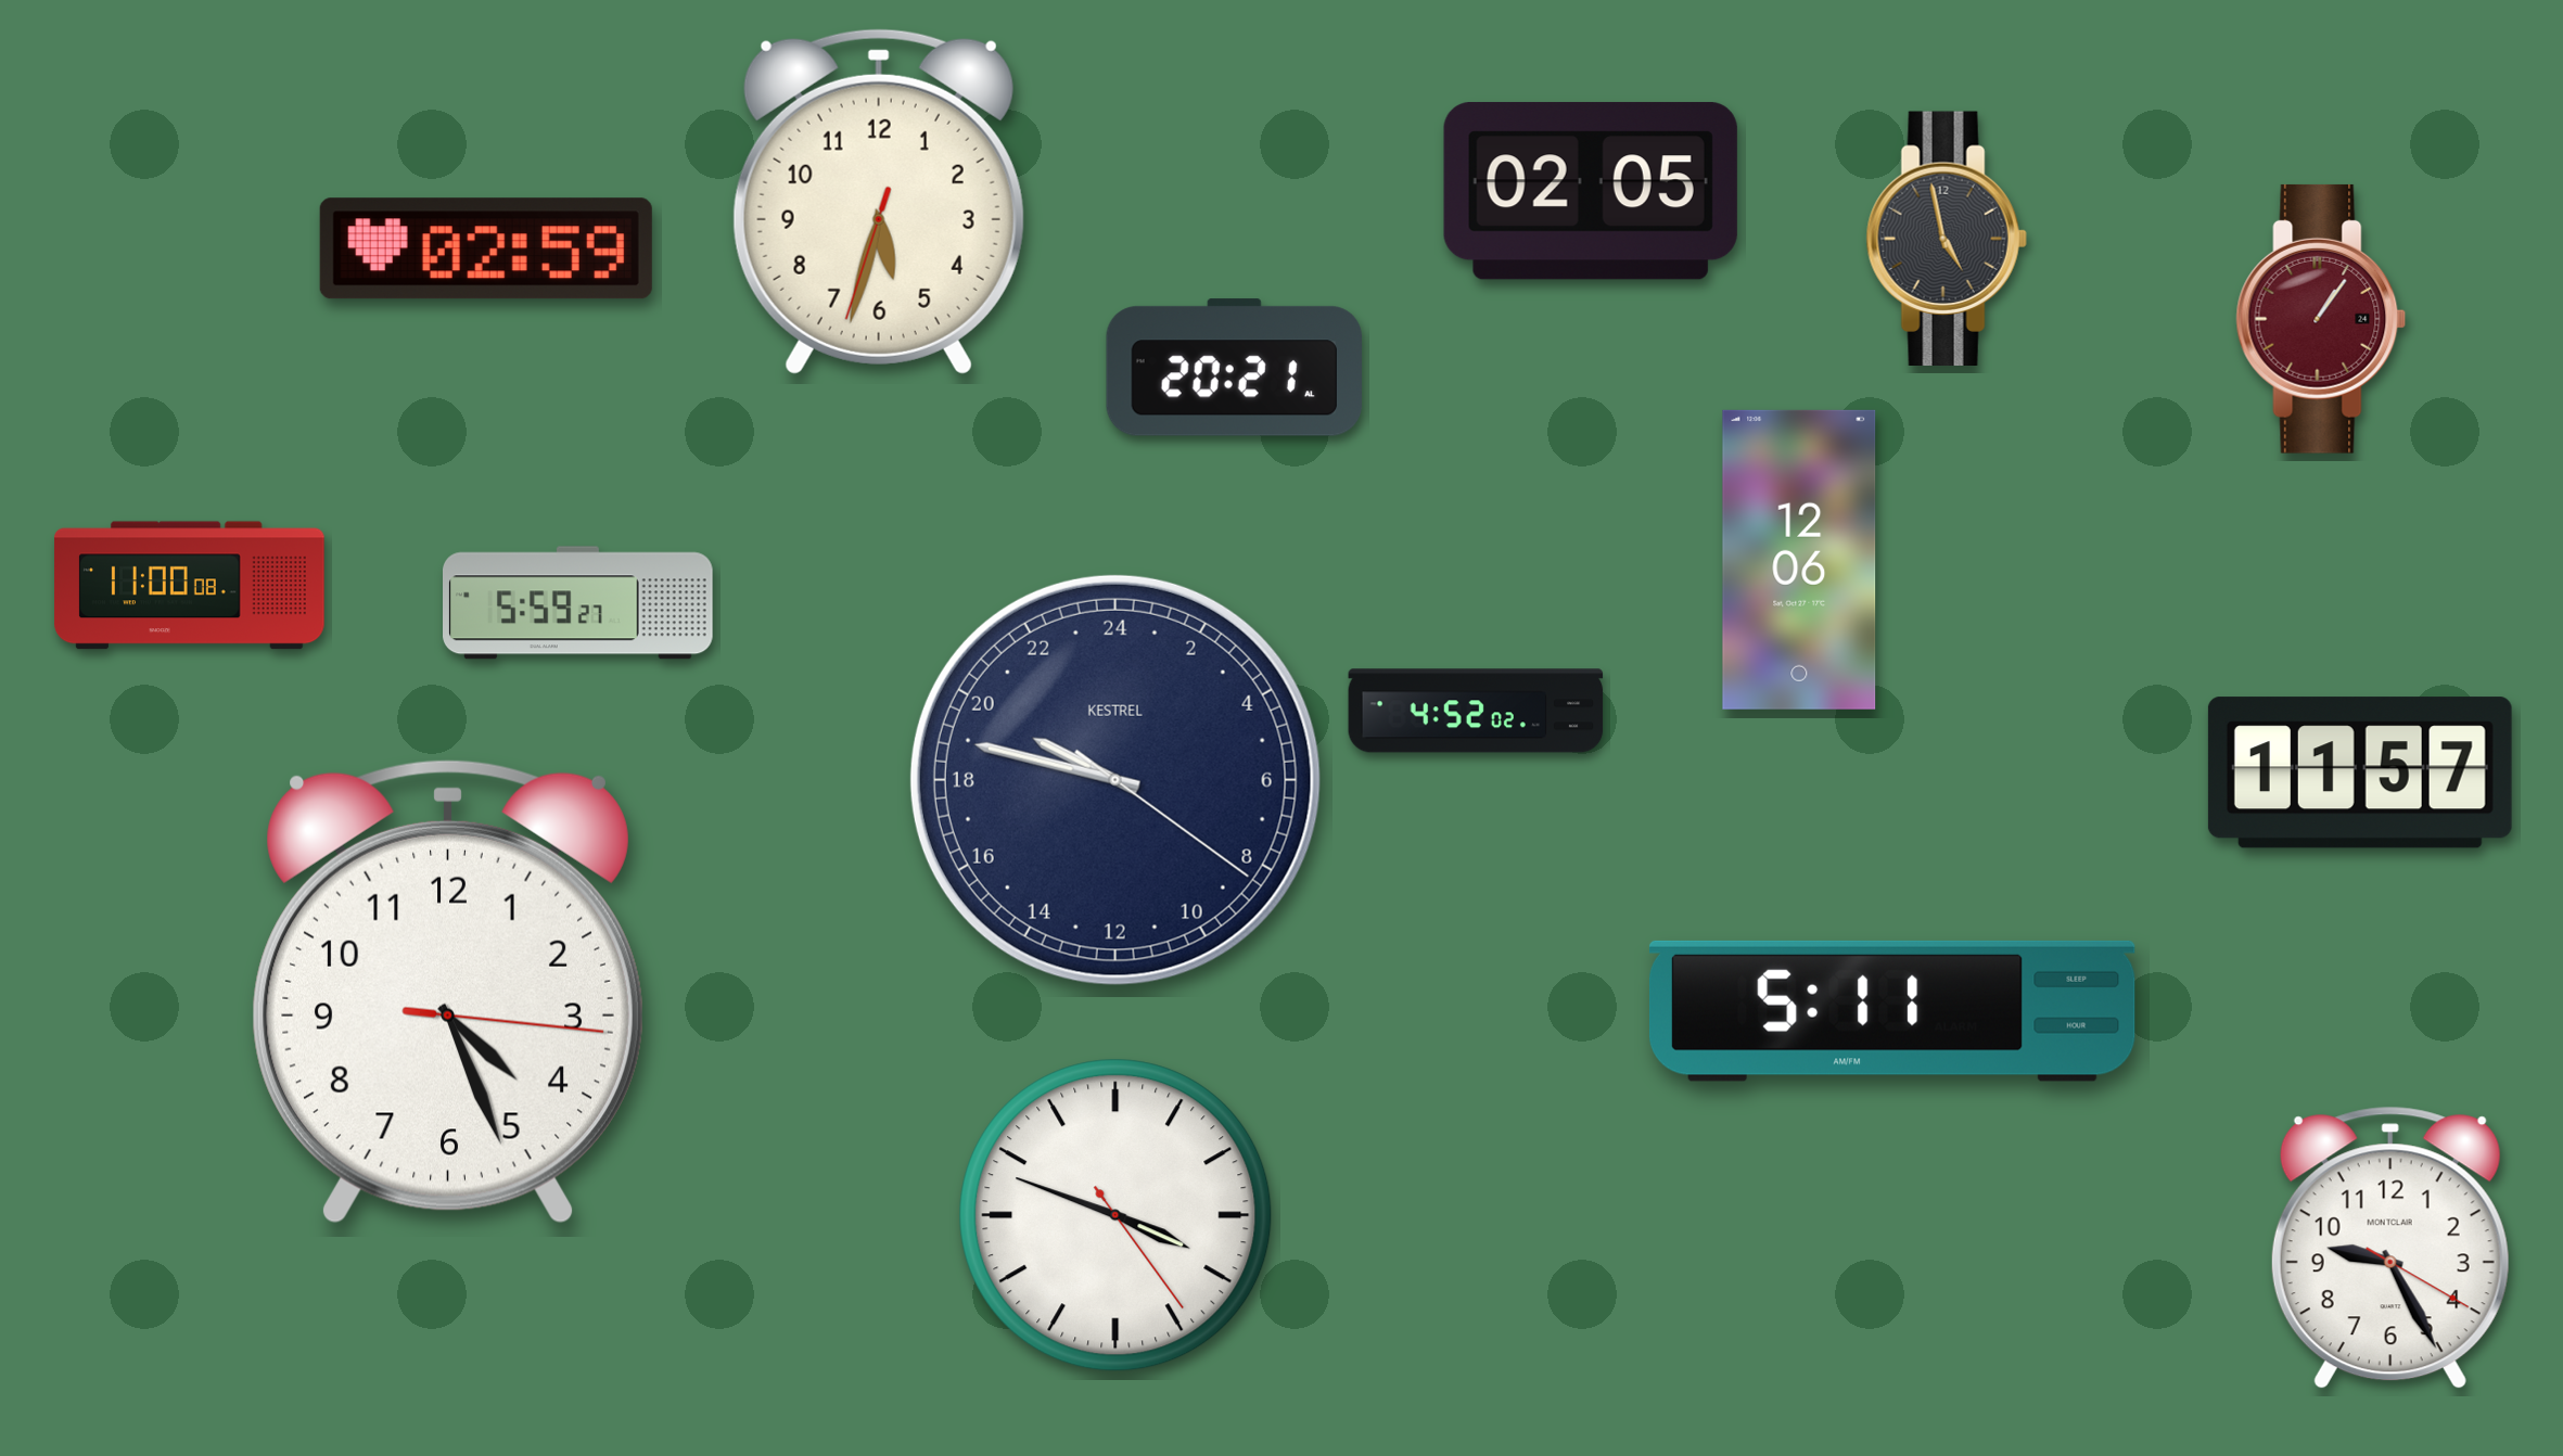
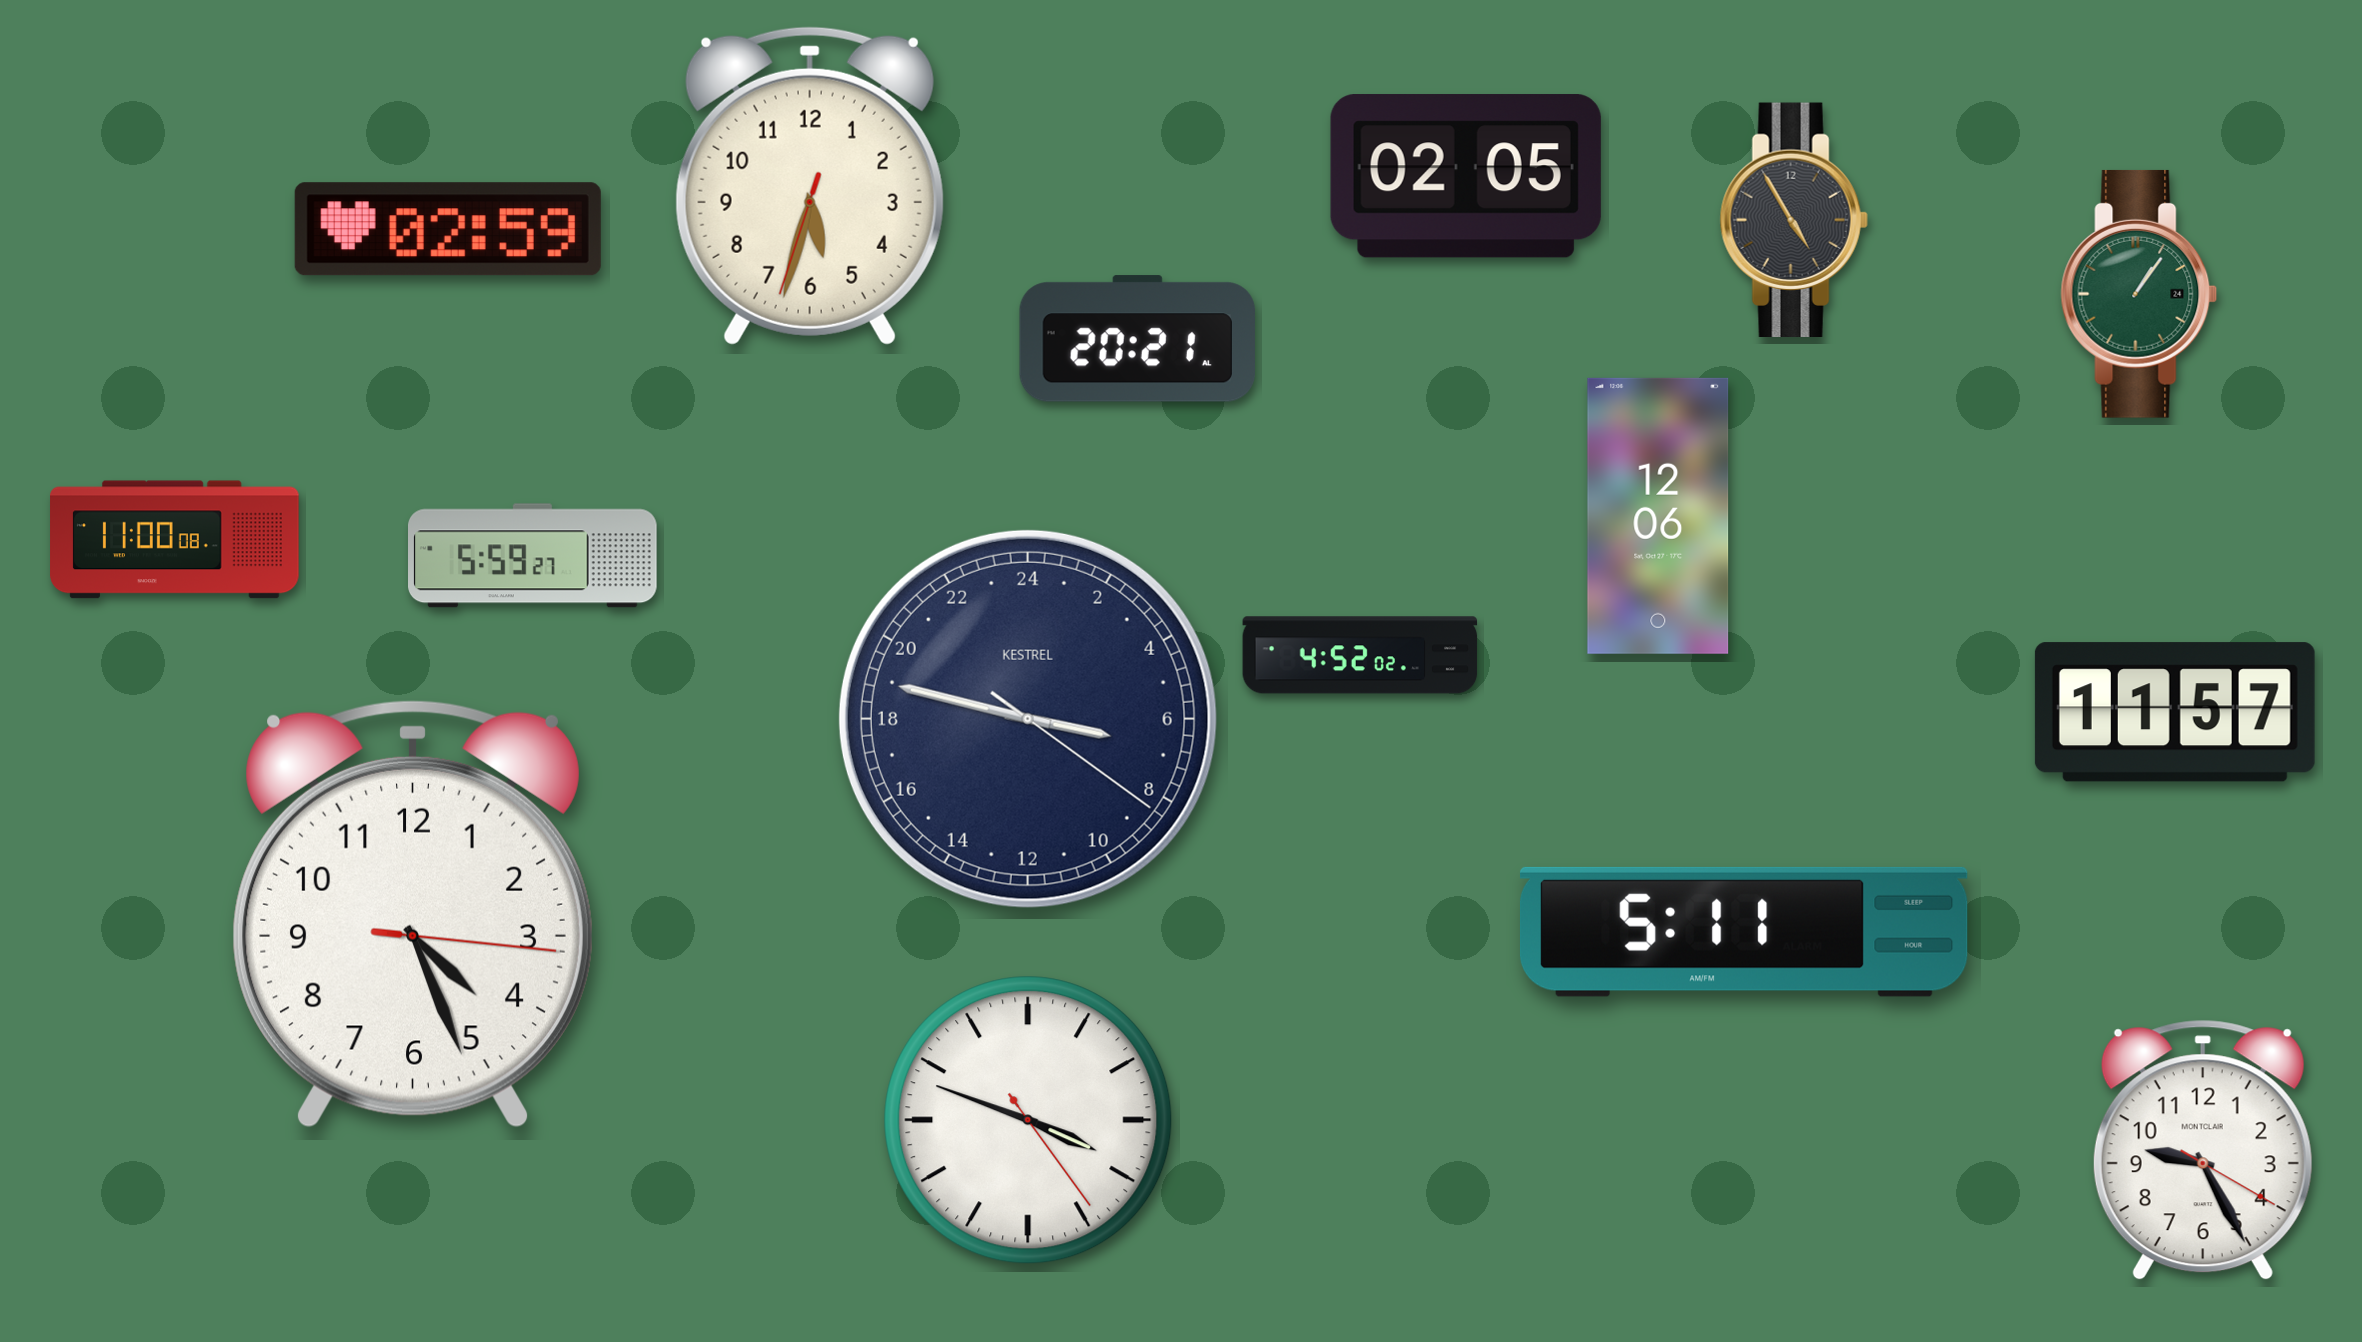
clock at (1947, 239): 4:58 -> 4:55
clock at (2321, 319) dial: burgundy -> green
clock at (1115, 780): 19:47 -> 6:47
